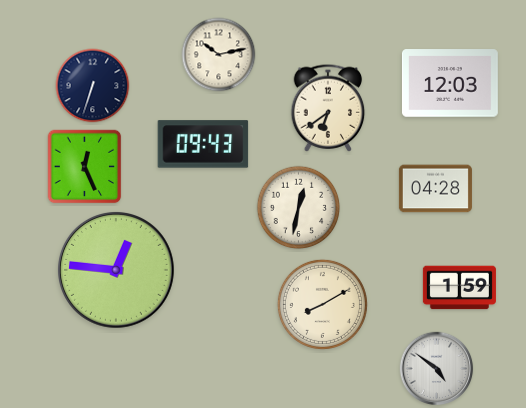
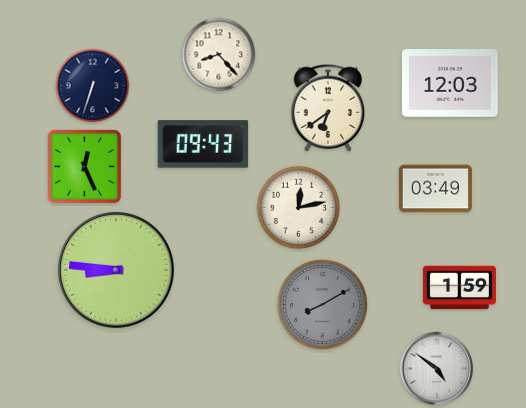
clock at (219, 55): 10:13 -> 8:23
clock at (435, 189): 04:28 -> 03:49
clock at (299, 208): 12:32 -> 12:13
clock at (116, 270): 12:46 -> 8:46
clock at (322, 304) dial: cream -> grey
